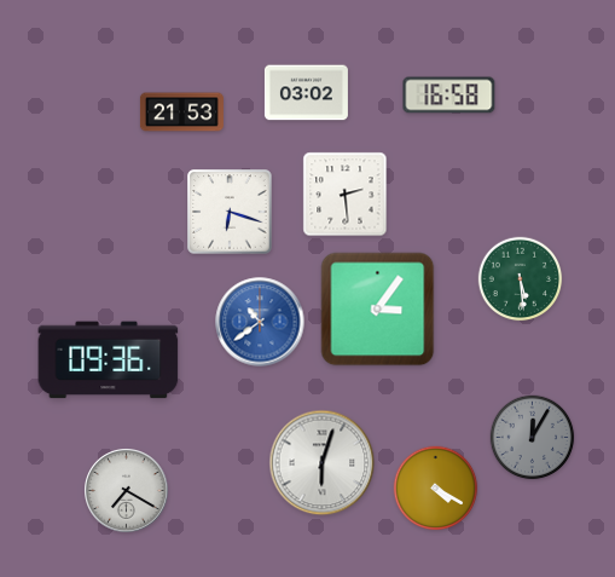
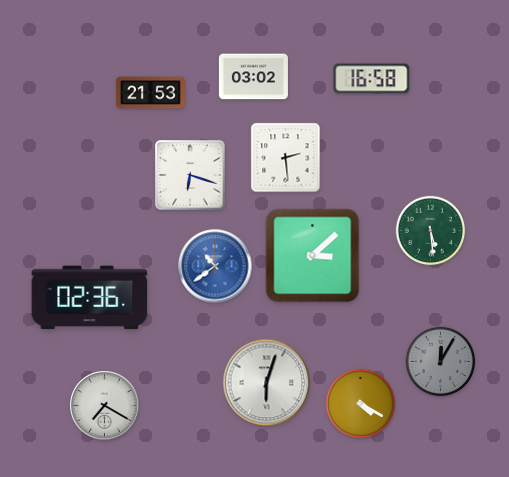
clock at (346, 195) position: (346, 195) -> (286, 158)
clock at (378, 310): 3:06 -> 3:08
clock at (109, 360): 09:36 -> 02:36
